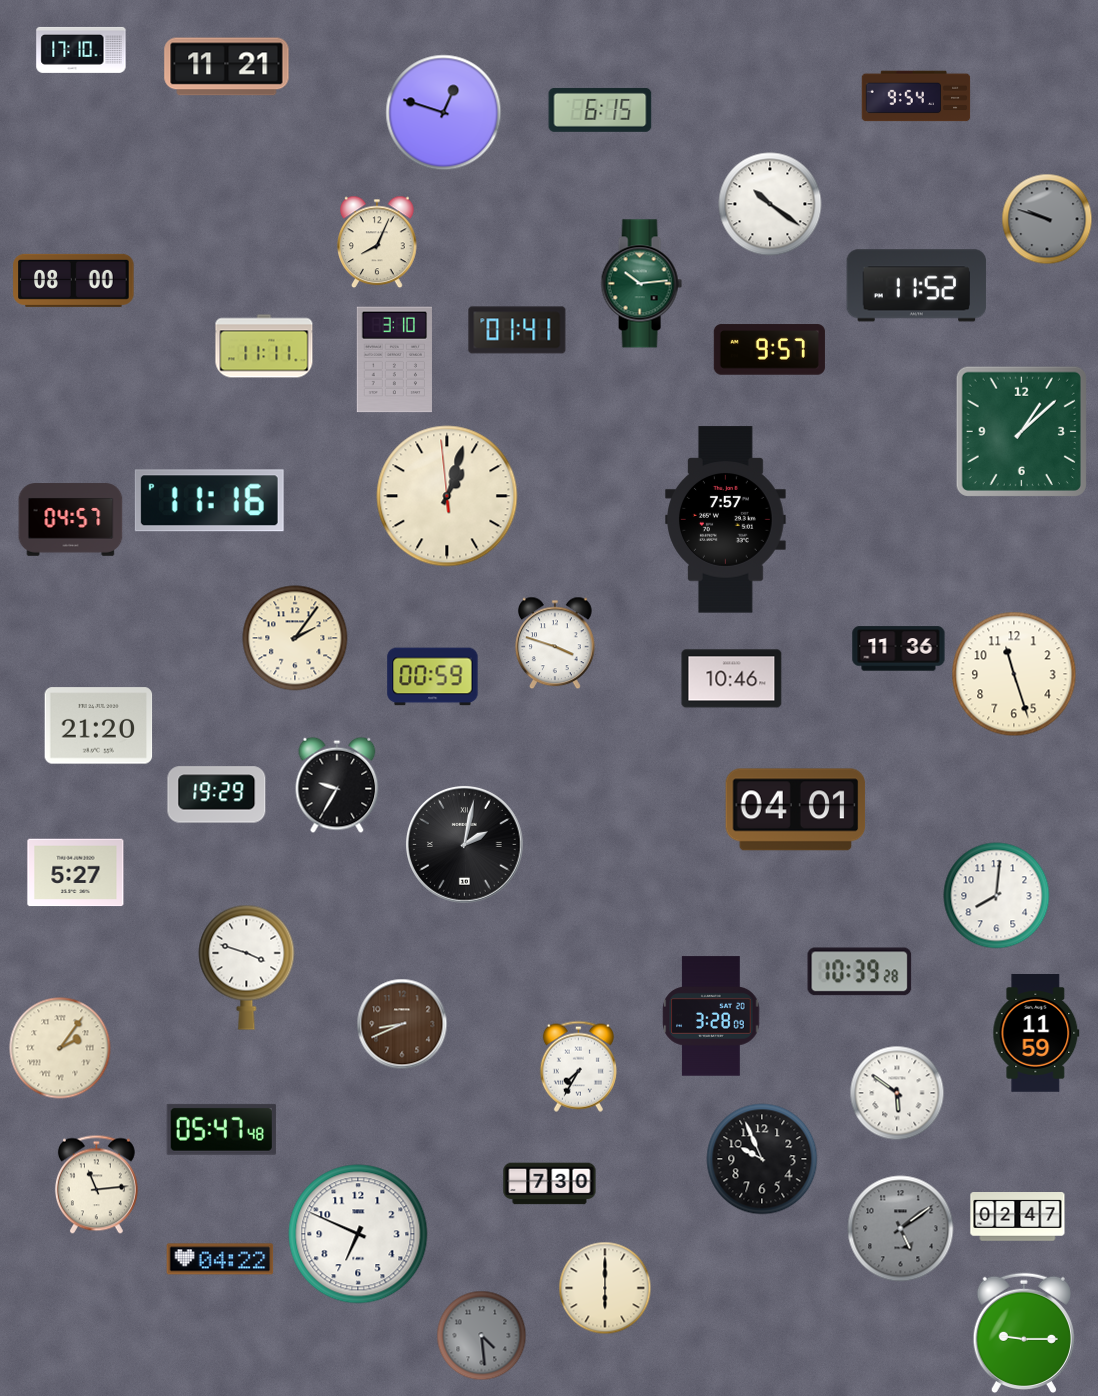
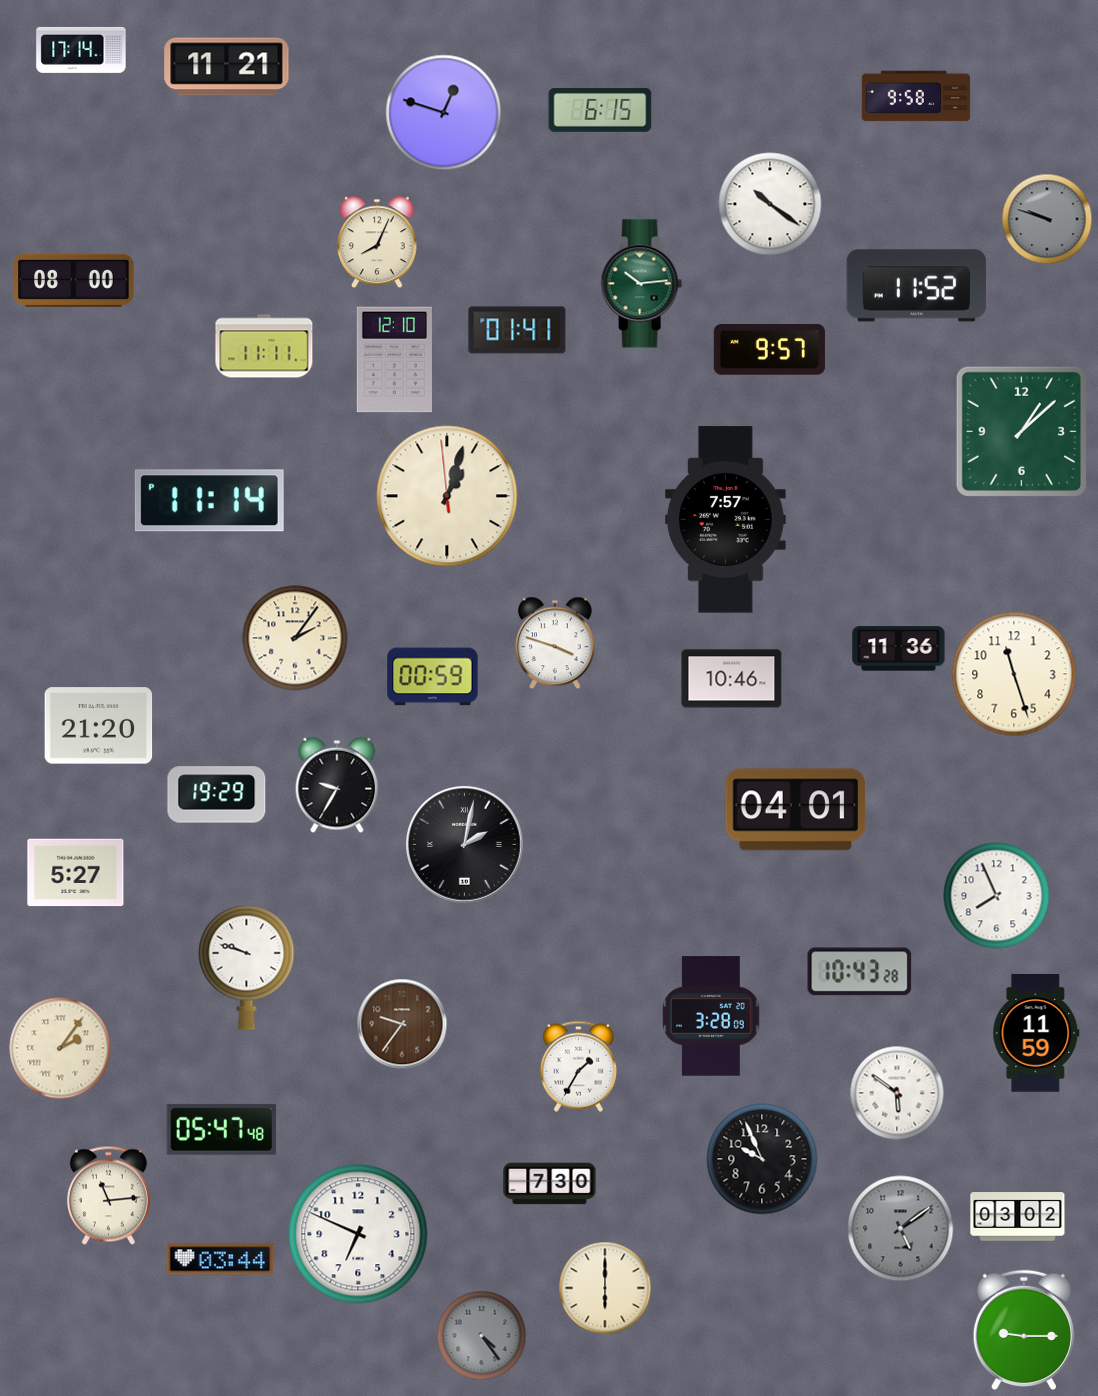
clock at (81, 50): 17:10 -> 17:14
clock at (916, 96): 9:54 -> 9:58
clock at (394, 360): 3:10 -> 12:10
clock at (209, 501): 11:16 -> 11:14
clock at (71, 520): 04:57 -> none
clock at (997, 896): 8:01 -> 7:56
clock at (247, 967): 3:48 -> 9:48
clock at (860, 972): 10:39 -> 10:43
clock at (402, 1024): 8:41 -> 9:36
clock at (578, 1066): 7:35 -> 1:35
clock at (96, 1185) position: (96, 1185) -> (108, 1196)
clock at (1018, 1217): 02:47 -> 03:02
clock at (220, 1259): 04:22 -> 03:44
clock at (1024, 1333) position: (1024, 1333) -> (1024, 1330)
clock at (482, 1336): 4:29 -> 4:24
